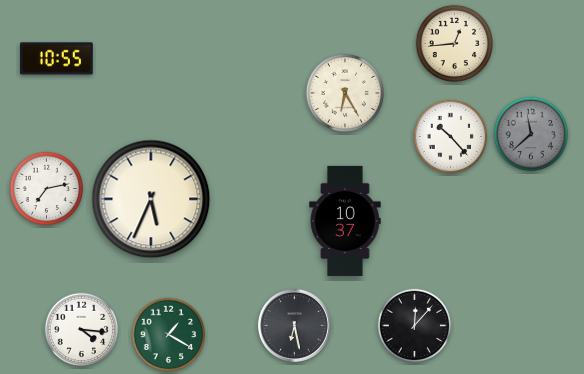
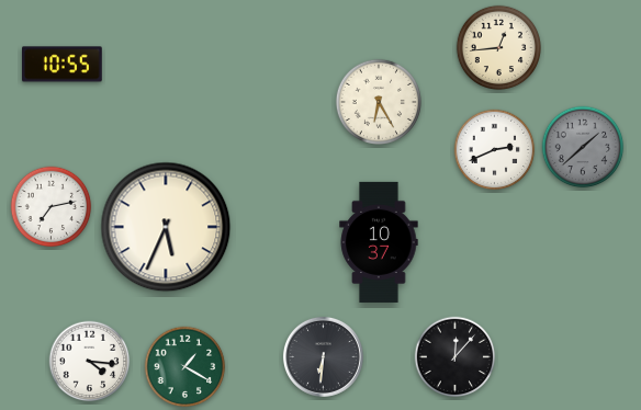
clock at (531, 134): 11:38 -> 1:38
clock at (451, 137): 10:23 -> 2:41
clock at (151, 199) position: (151, 199) -> (166, 227)
clock at (294, 325): 6:28 -> 6:31
